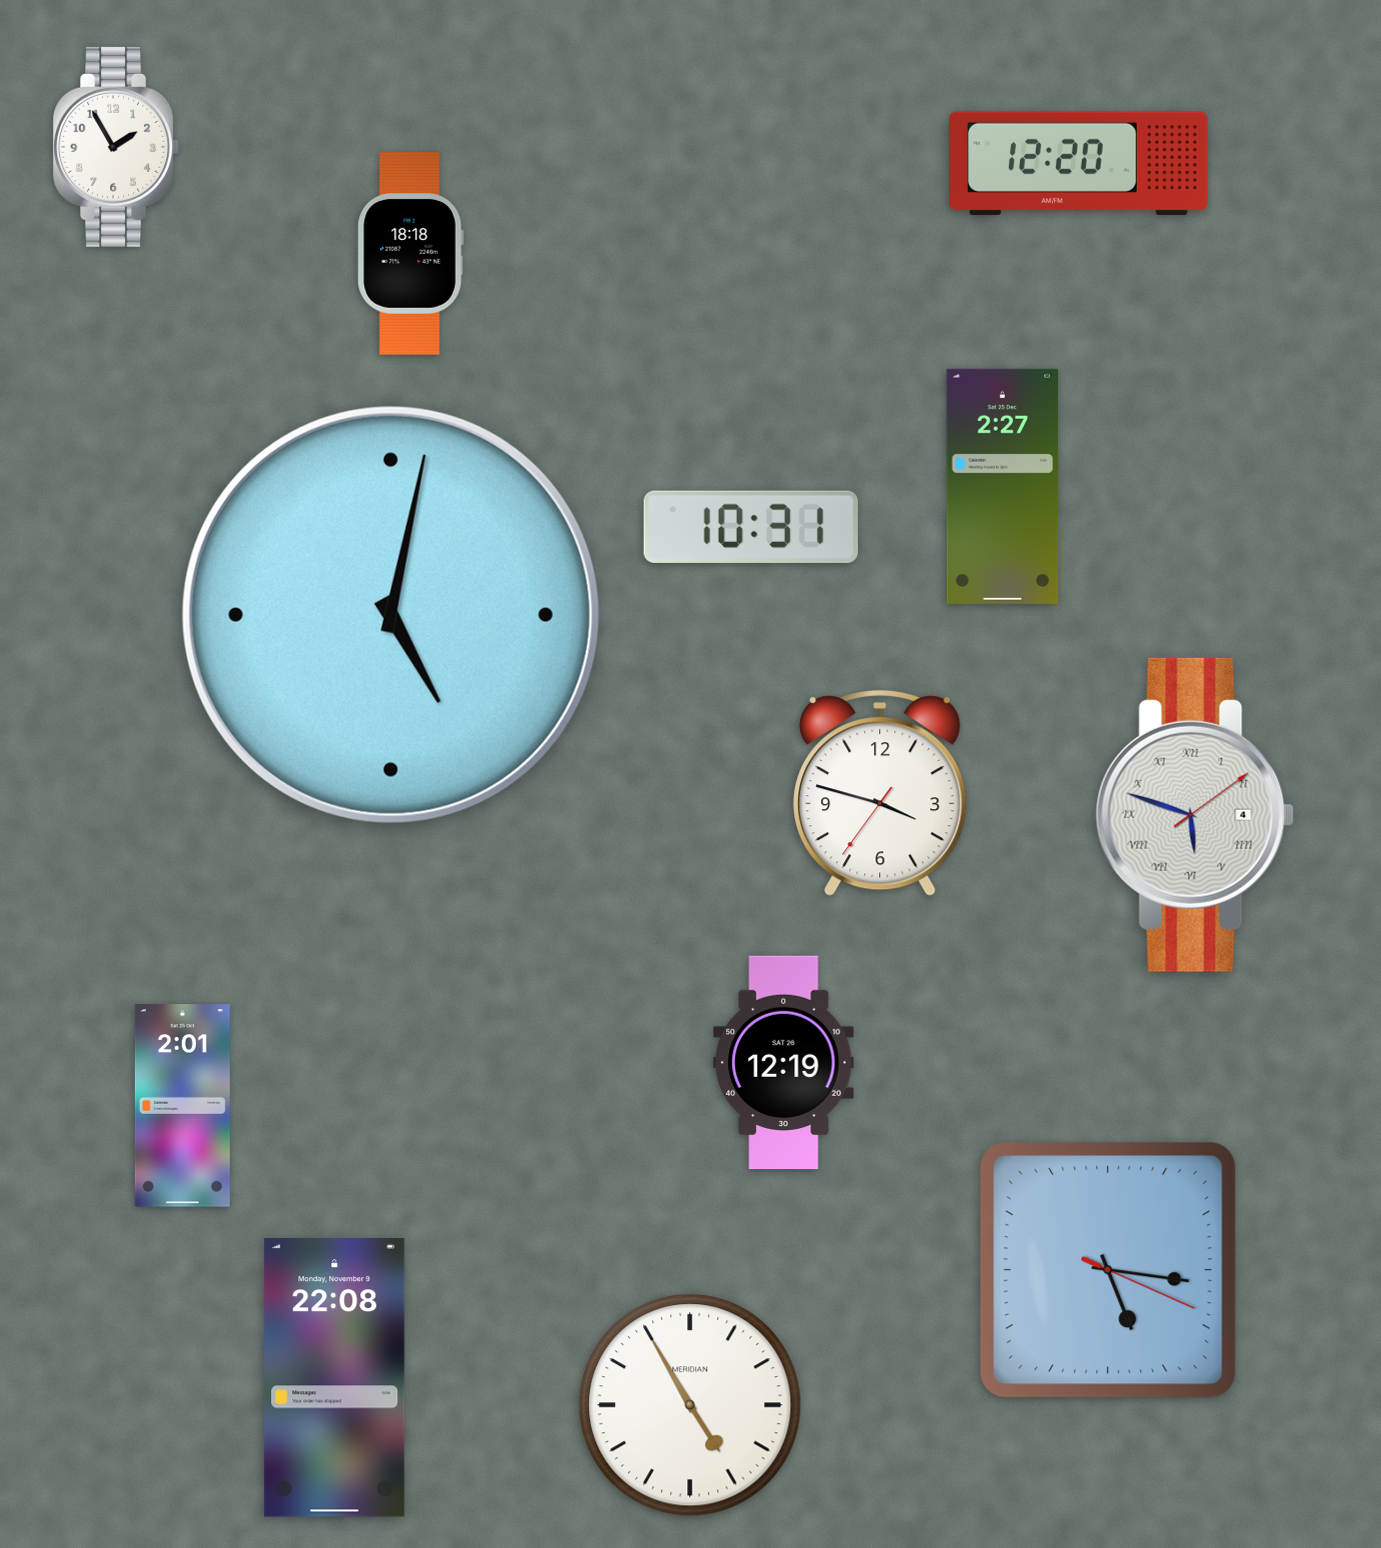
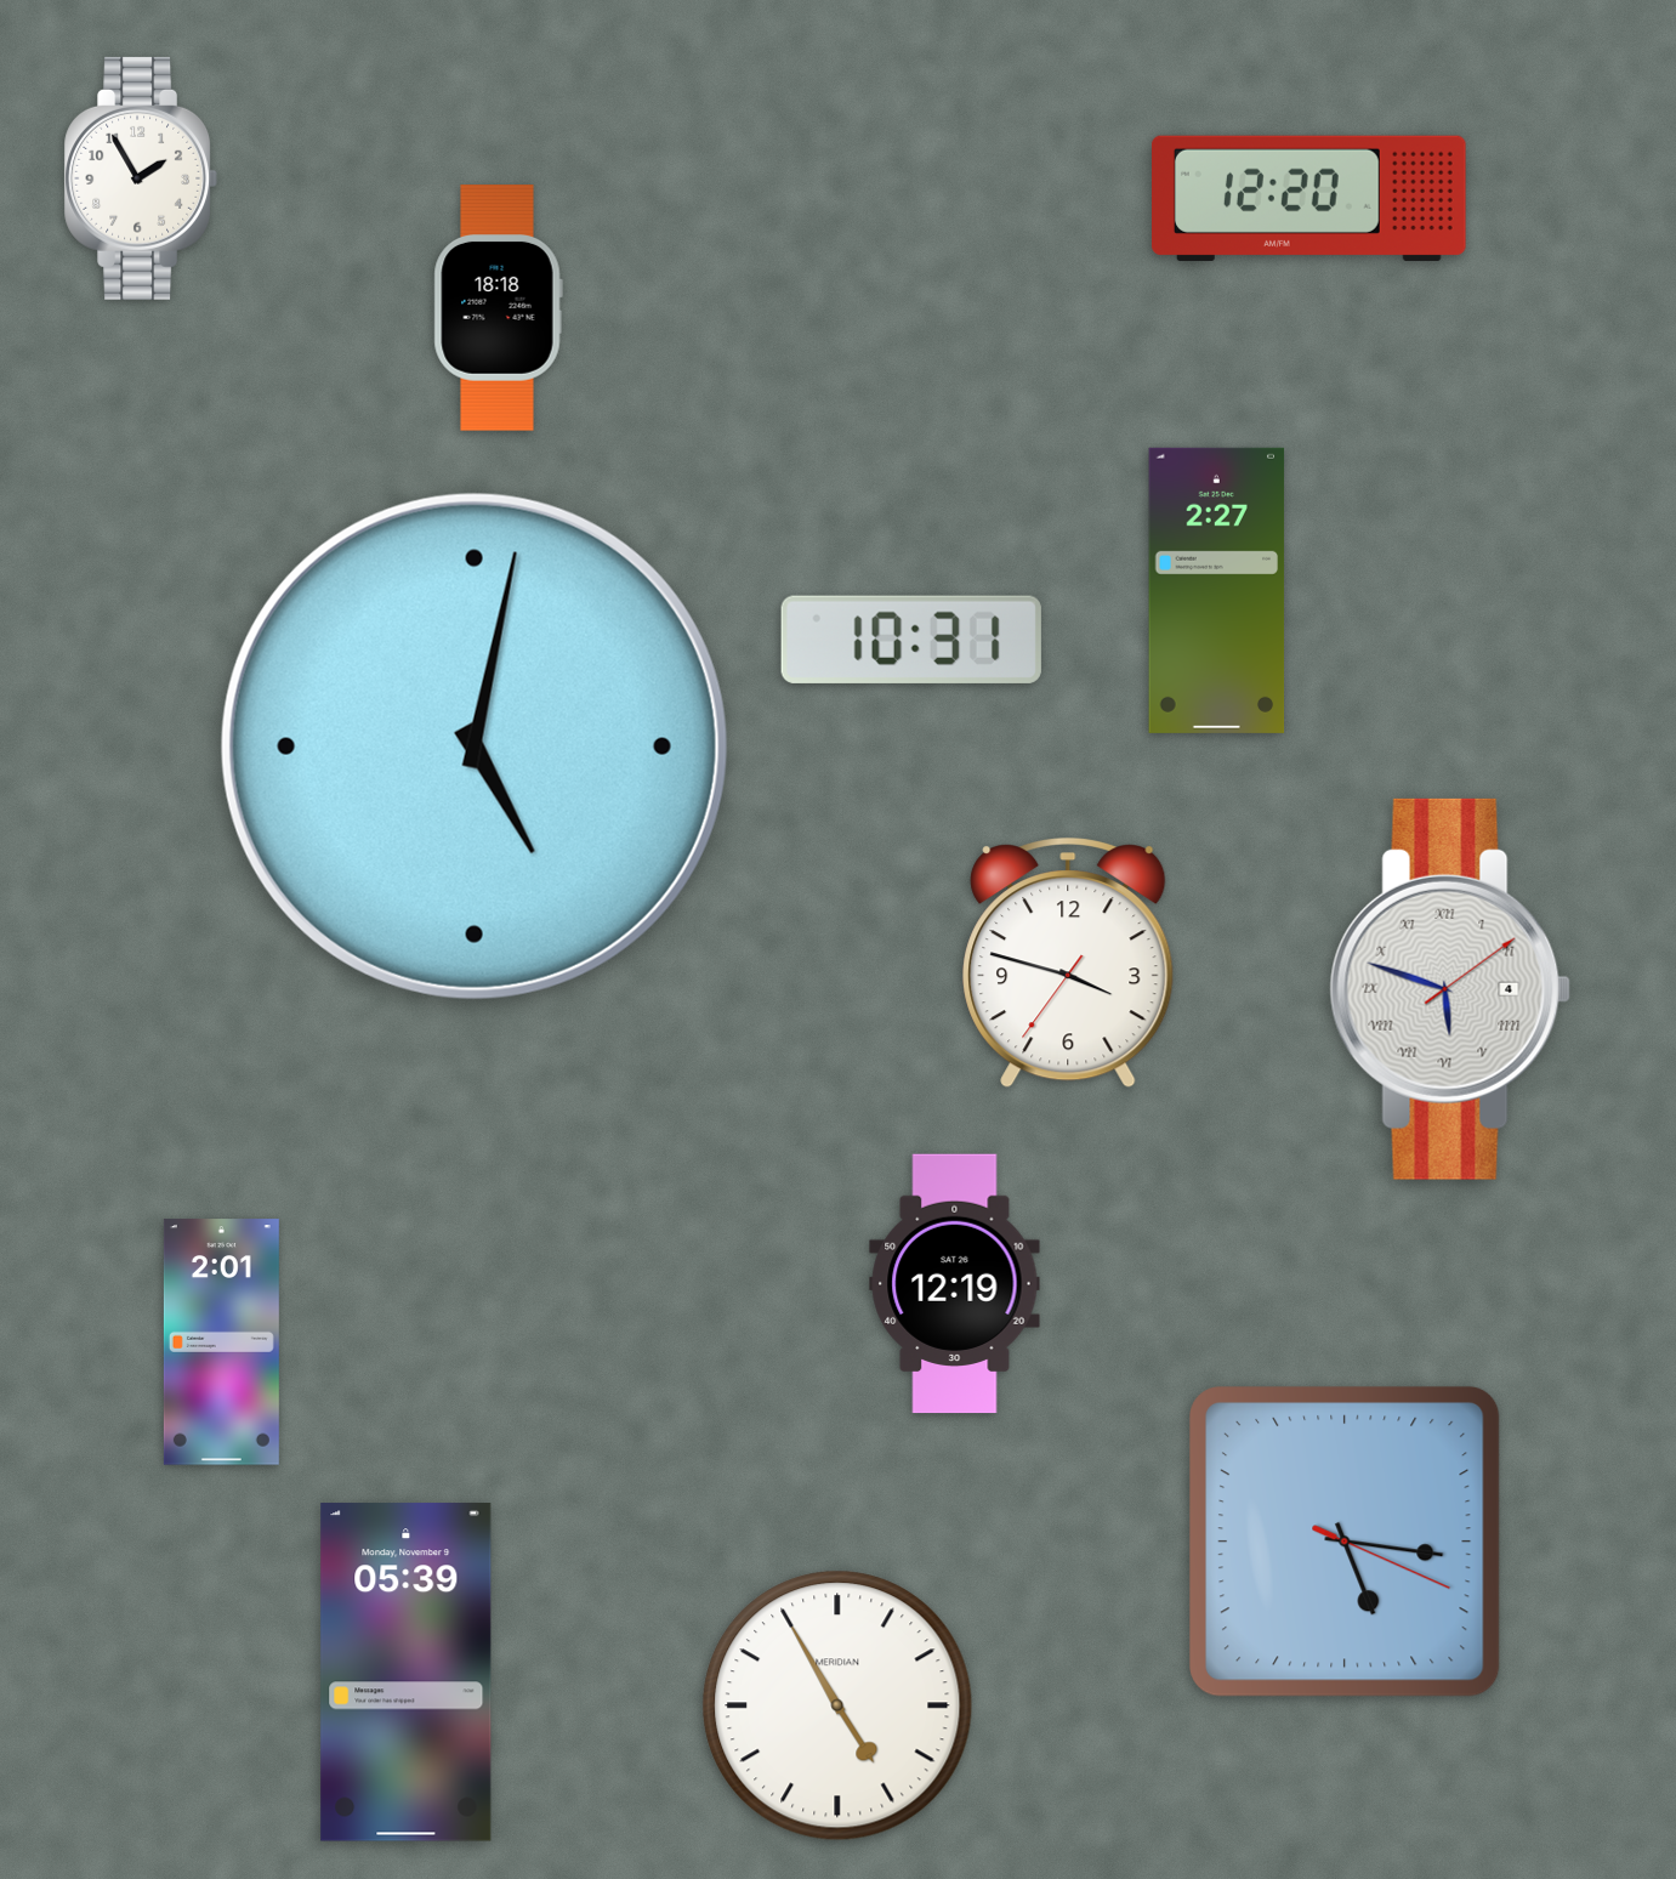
clock at (784, 1063) position: (784, 1063) -> (955, 1284)
clock at (335, 1378): 22:08 -> 05:39
